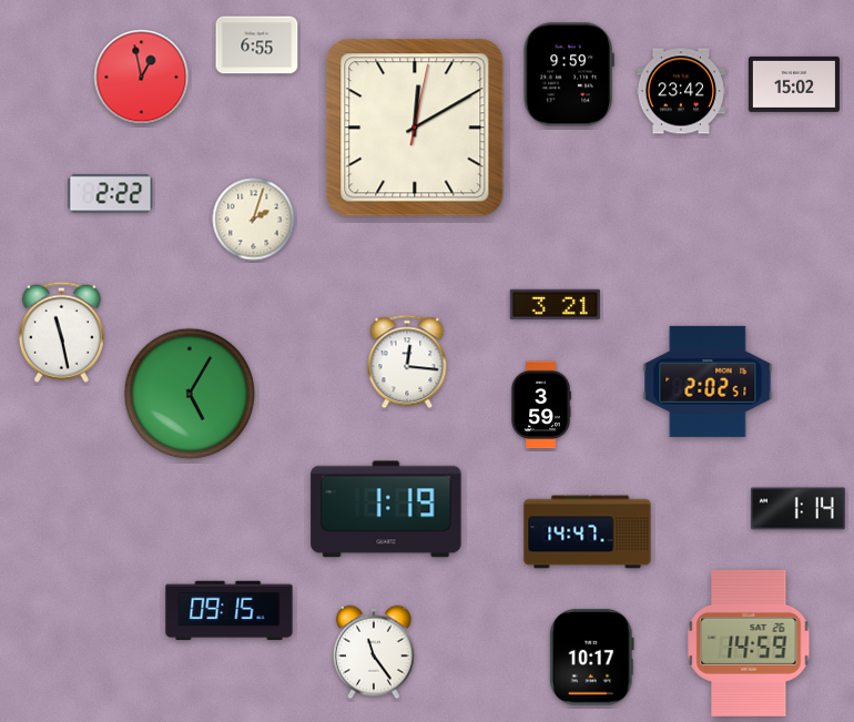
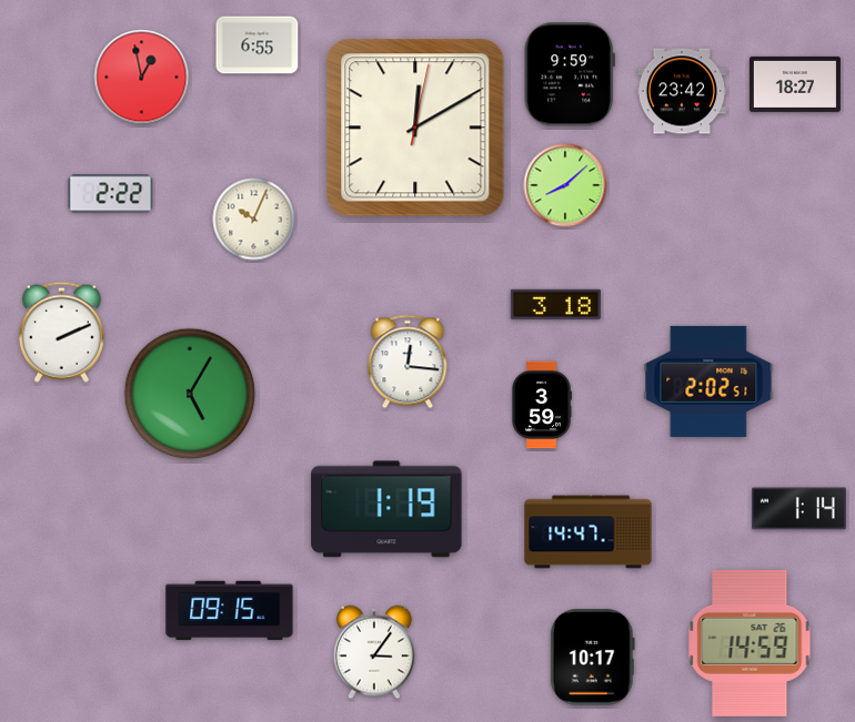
clock at (794, 84): 15:02 -> 18:27
clock at (565, 185): none -> 8:08
clock at (254, 220): 2:03 -> 10:04
clock at (555, 304): 3:21 -> 3:18
clock at (61, 332): 11:28 -> 2:11
clock at (374, 652): 11:24 -> 3:06
